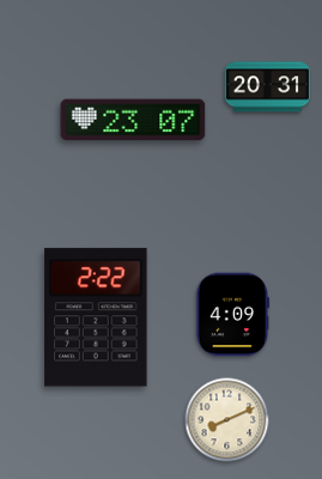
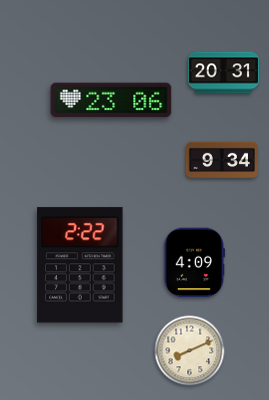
clock at (133, 120): 23:07 -> 23:06
clock at (222, 160): none -> 9:34
